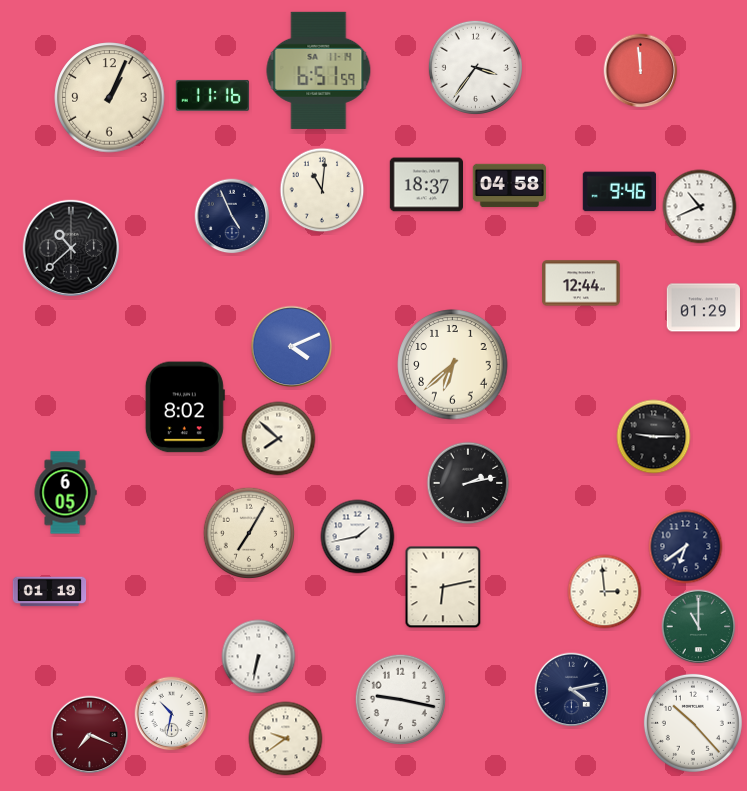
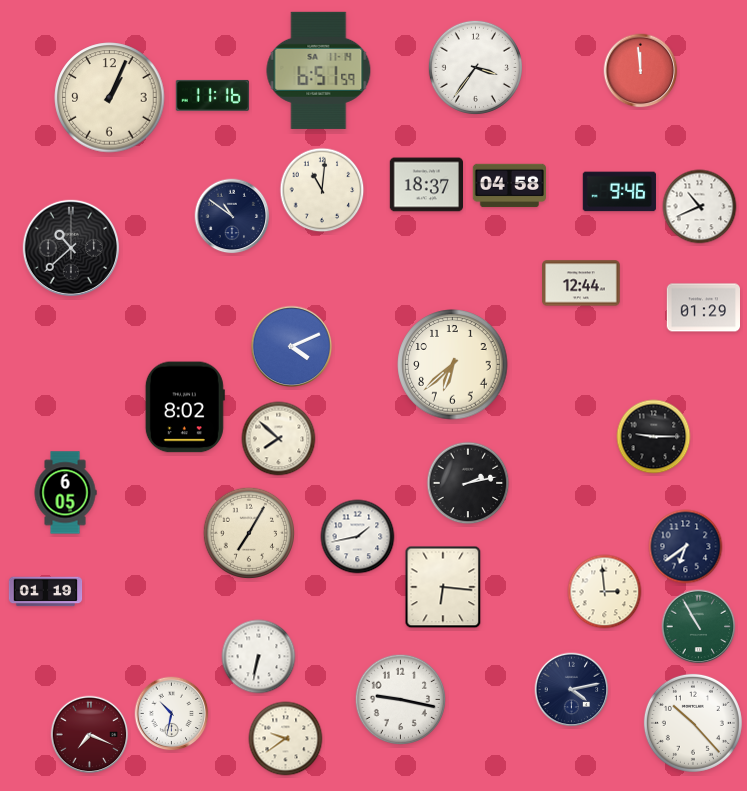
clock at (232, 216): 4:56 -> 10:51
clock at (443, 587): 6:13 -> 6:16
clock at (50, 592) position: (50, 592) -> (46, 592)
clock at (699, 627): 11:00 -> 10:55
